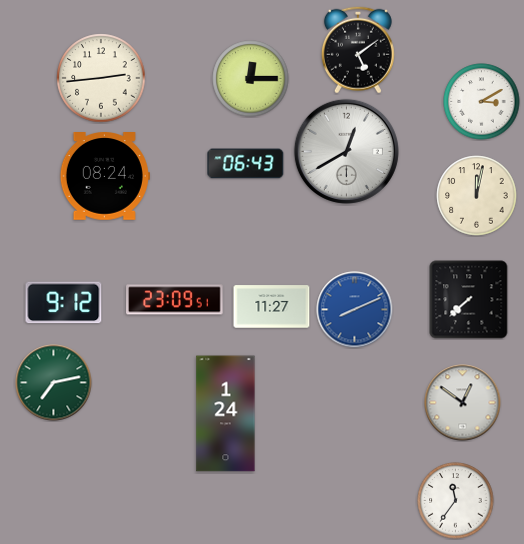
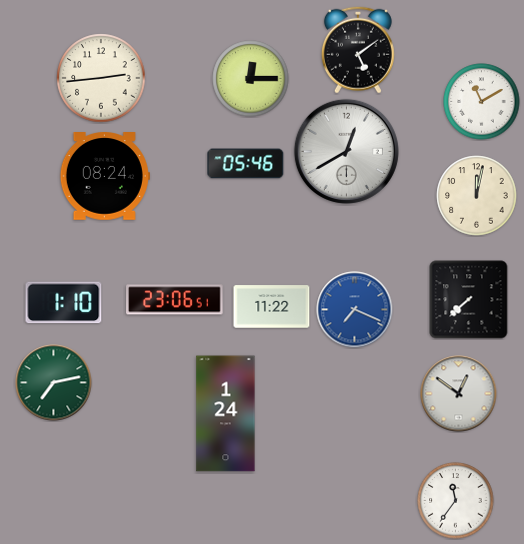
clock at (482, 102): 3:10 -> 11:10
clock at (246, 164): 06:43 -> 05:46
clock at (175, 300): 23:09 -> 23:06
clock at (64, 303): 9:12 -> 1:10
clock at (272, 307): 11:27 -> 11:22
clock at (355, 310): 8:11 -> 7:19
clock at (463, 403) position: (463, 403) -> (459, 394)
